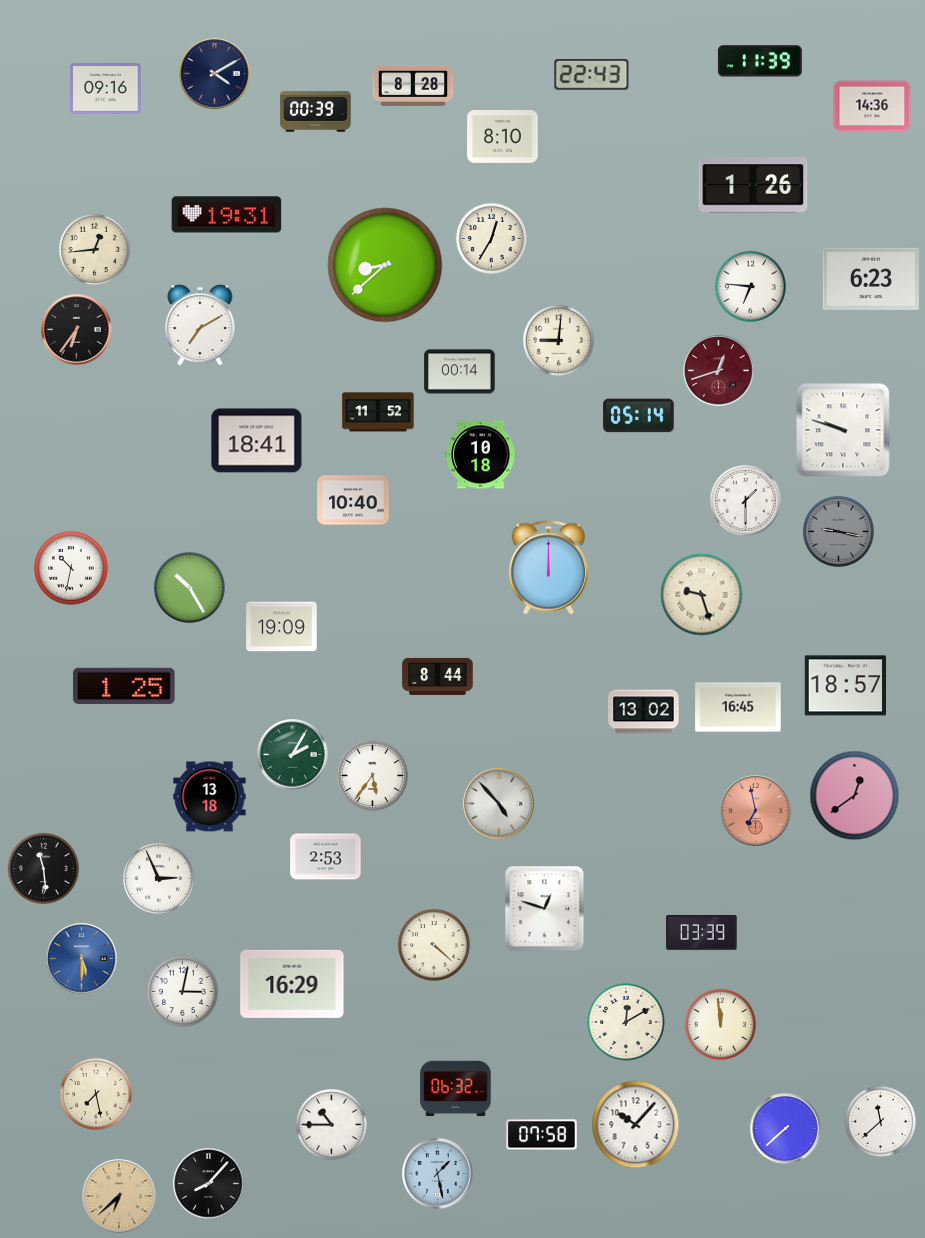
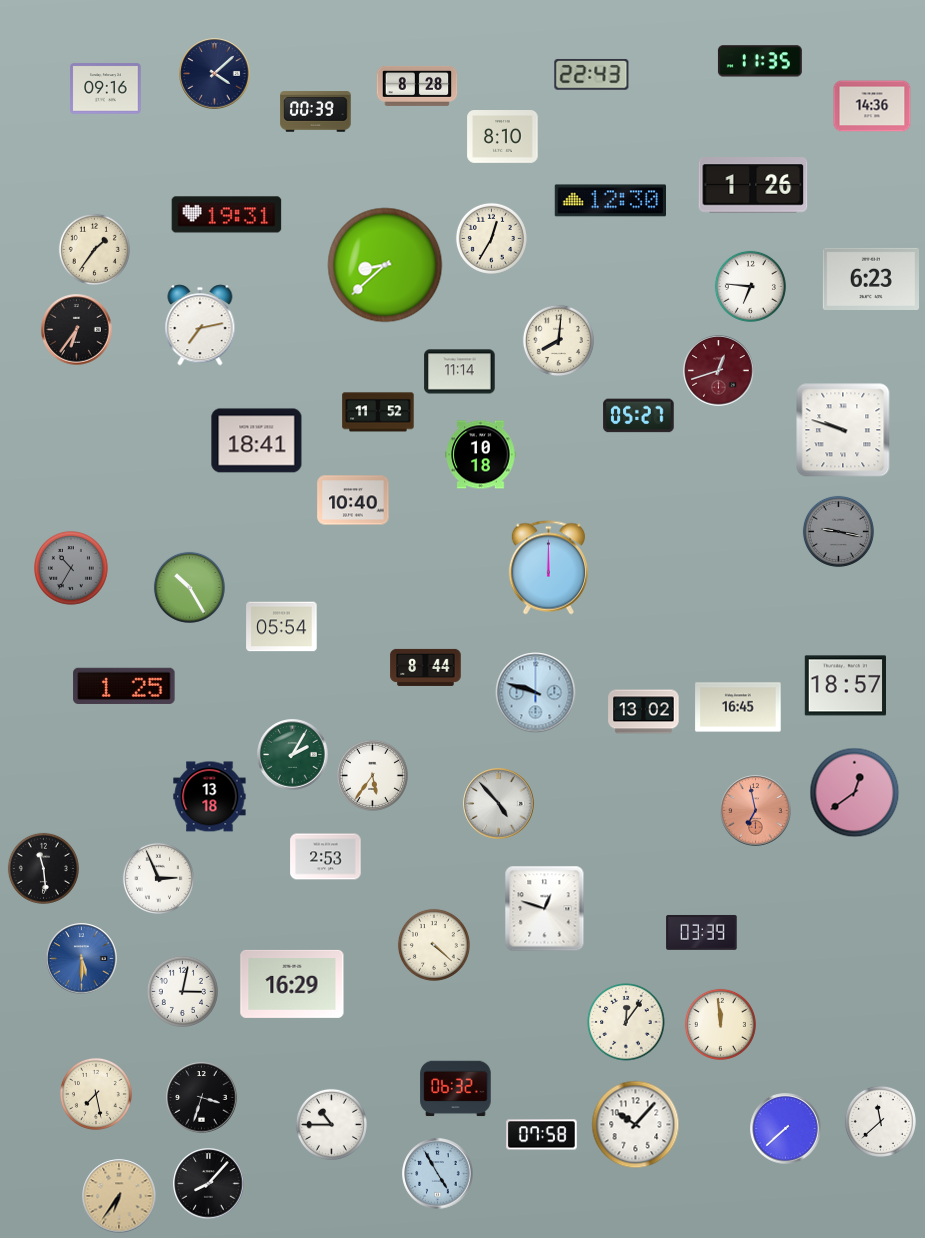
clock at (760, 61): 11:39 -> 11:35
clock at (215, 74): 4:10 -> 4:08
clock at (413, 86) position: (413, 86) -> (417, 86)
clock at (610, 201): none -> 12:30
clock at (94, 249): 12:44 -> 1:36
clock at (200, 325): 7:10 -> 7:13
clock at (558, 340): 9:01 -> 8:01
clock at (460, 372): 00:14 -> 11:14
clock at (639, 416): 05:14 -> 05:27
clock at (745, 500): 1:30 -> none
clock at (72, 569): 10:32 -> 10:35
clock at (72, 569) dial: white -> grey
clock at (702, 595): 9:27 -> none
clock at (282, 627): 19:09 -> 05:54
clock at (438, 676) position: (438, 676) -> (426, 667)
clock at (536, 693): none -> 9:48
clock at (855, 796) position: (855, 796) -> (855, 793)
clock at (626, 1022): 12:10 -> 12:06
clock at (202, 1098): none -> 3:33
clock at (438, 1174): 1:28 -> 4:55
clock at (119, 1196): 6:38 -> 6:36
